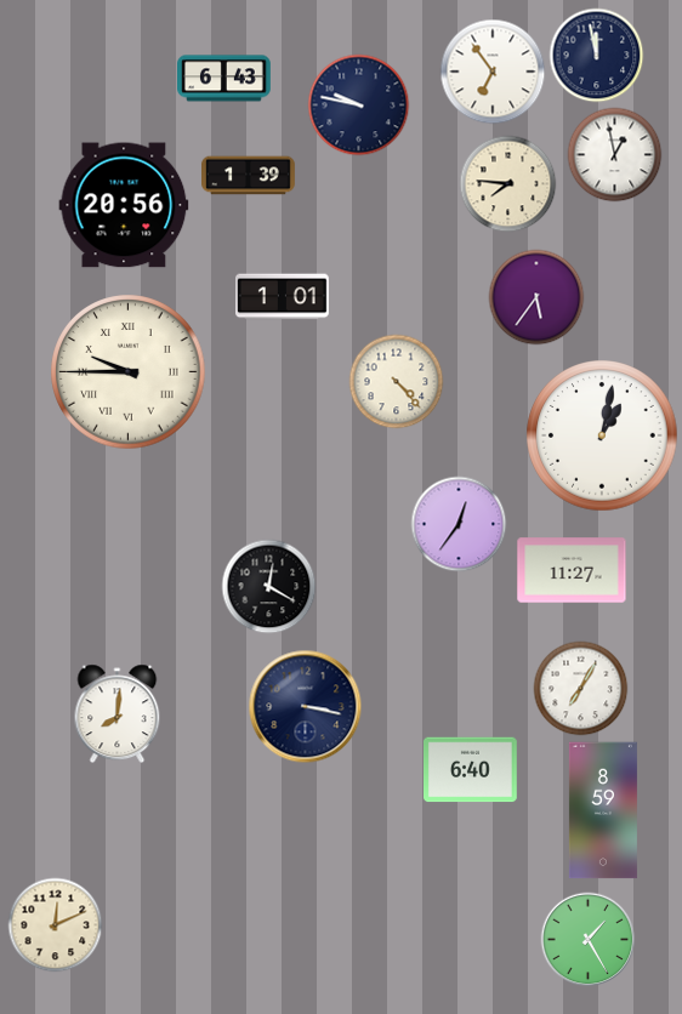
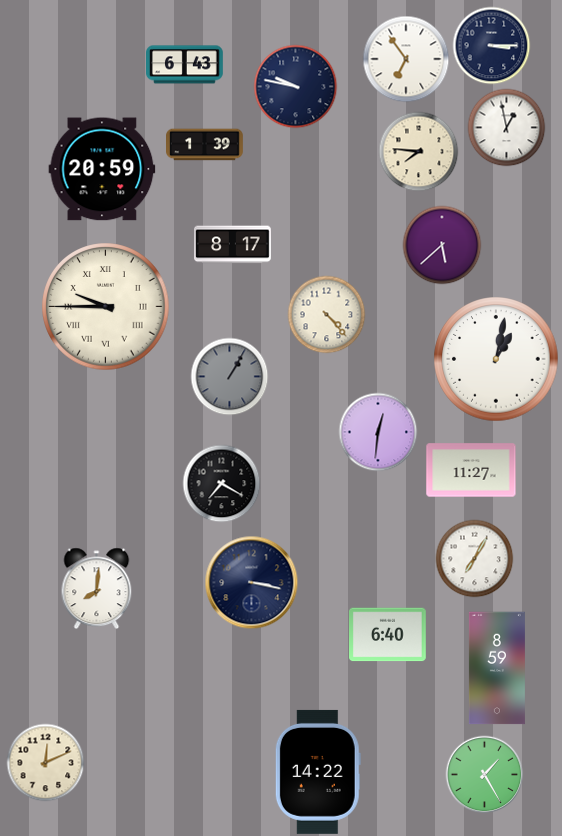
clock at (596, 55): 11:58 -> 3:15
clock at (124, 205): 20:56 -> 20:59
clock at (283, 297): 1:01 -> 8:17
clock at (536, 297): 5:36 -> 5:38
clock at (229, 376): none -> 1:05
clock at (459, 524): 12:36 -> 12:31
clock at (268, 586): 12:20 -> 7:20
clock at (580, 688) position: (580, 688) -> (474, 558)
clock at (318, 772): none -> 14:22
